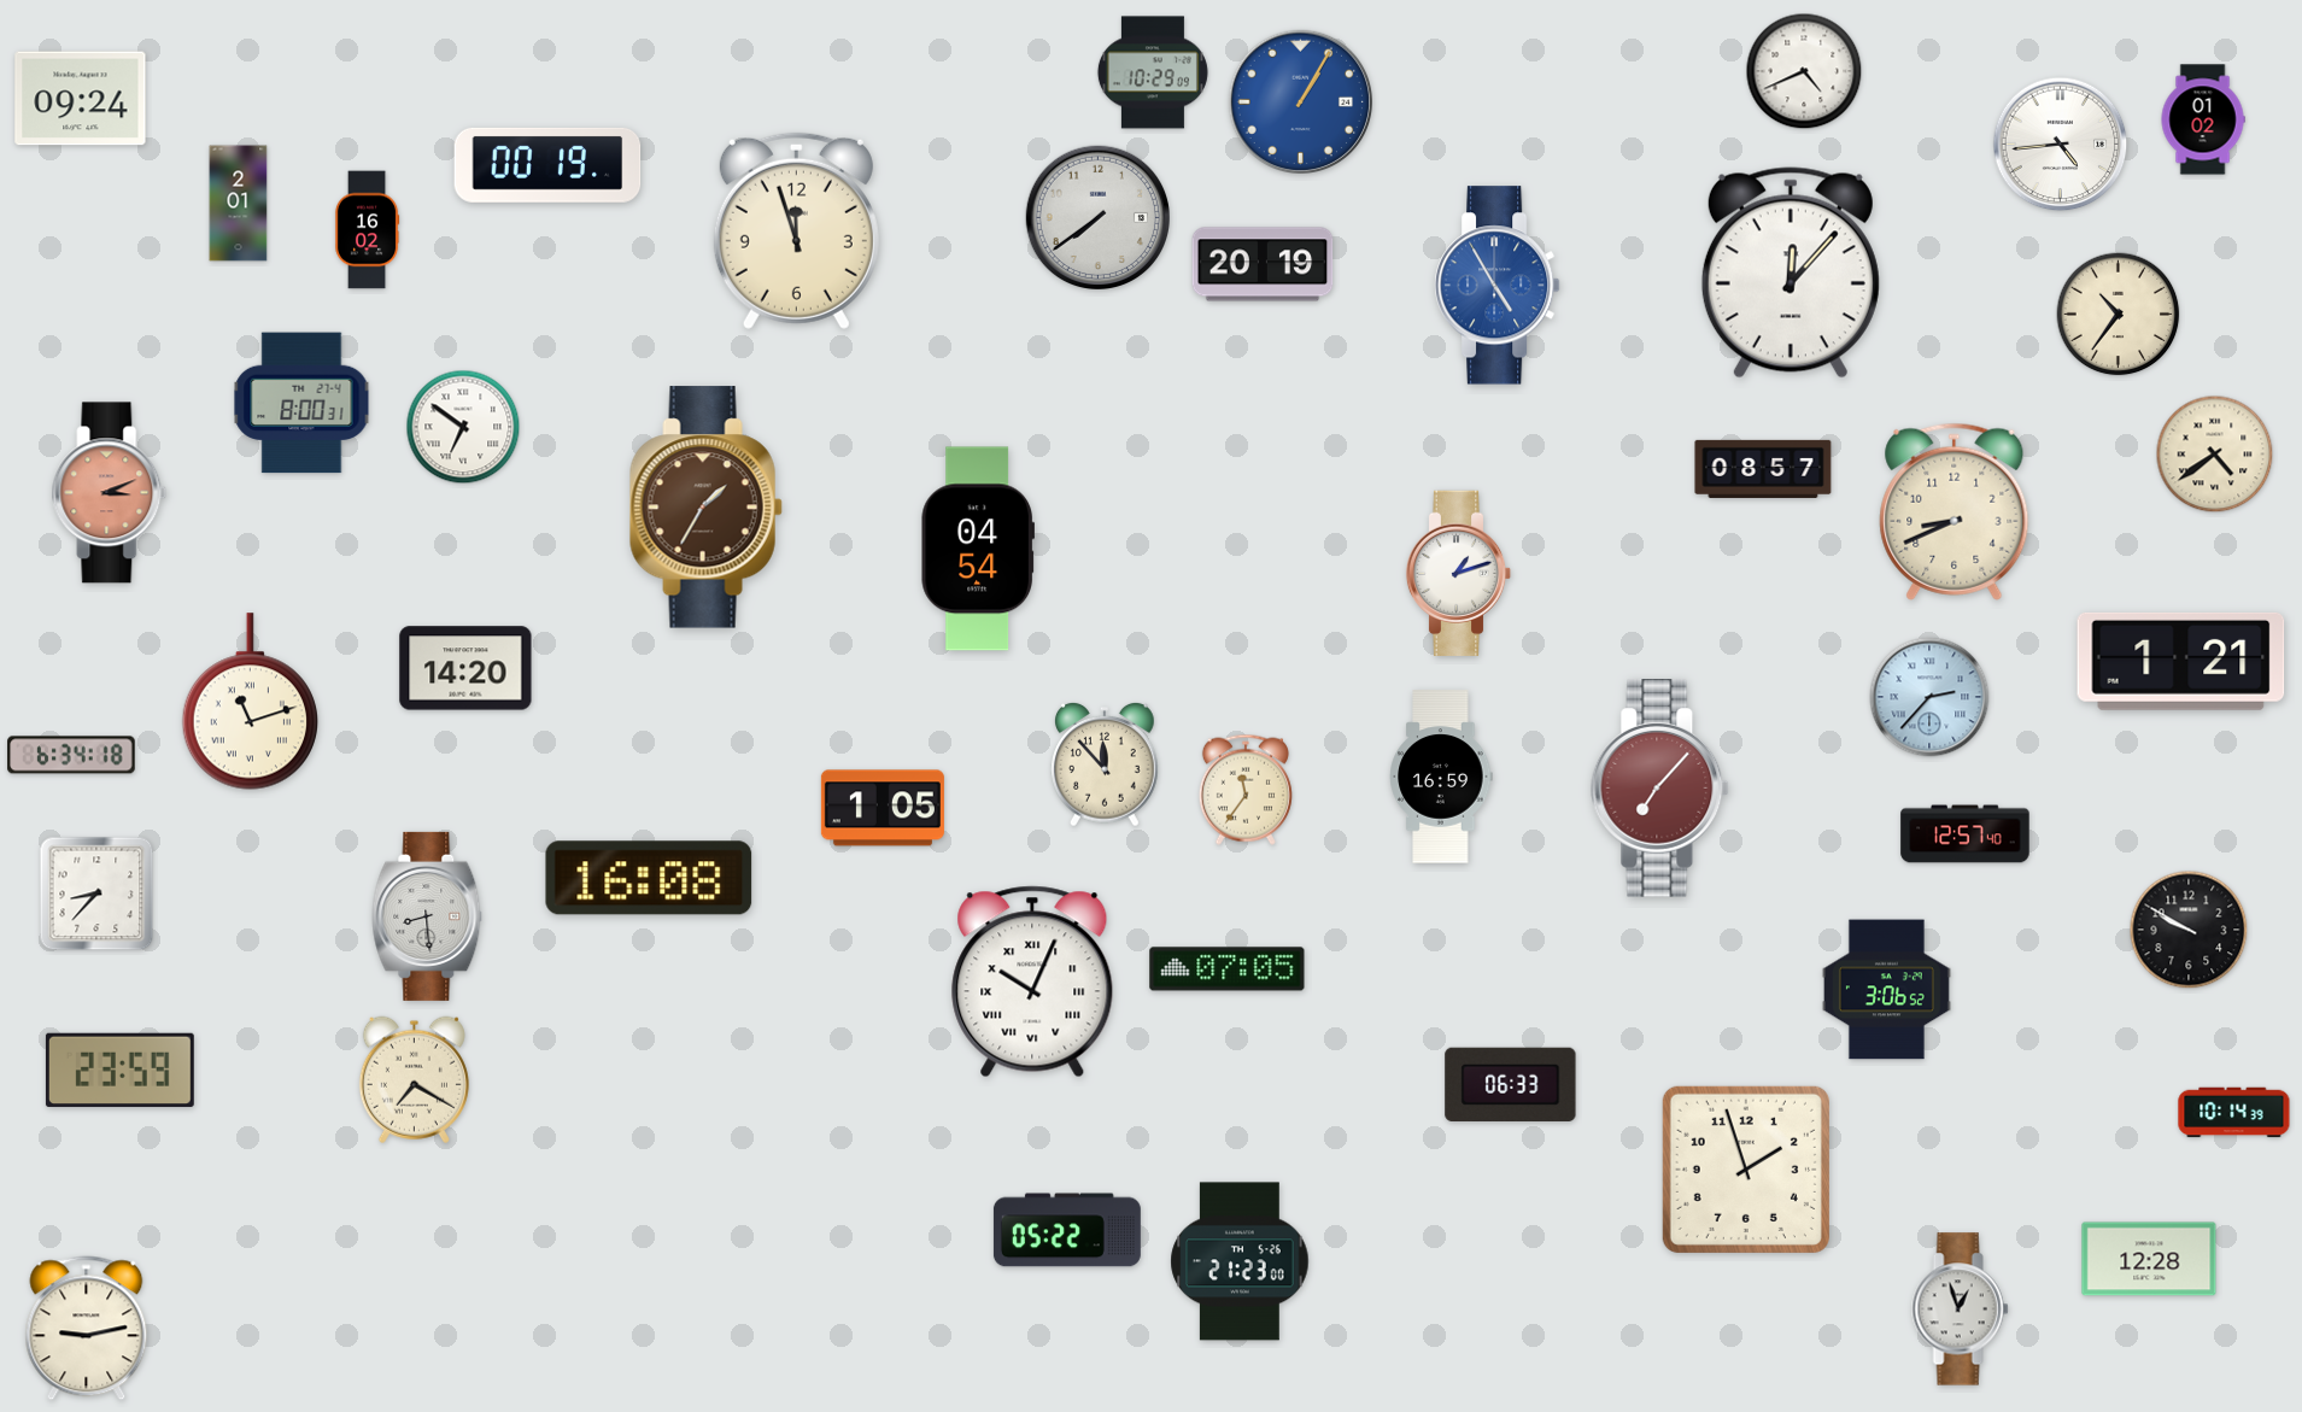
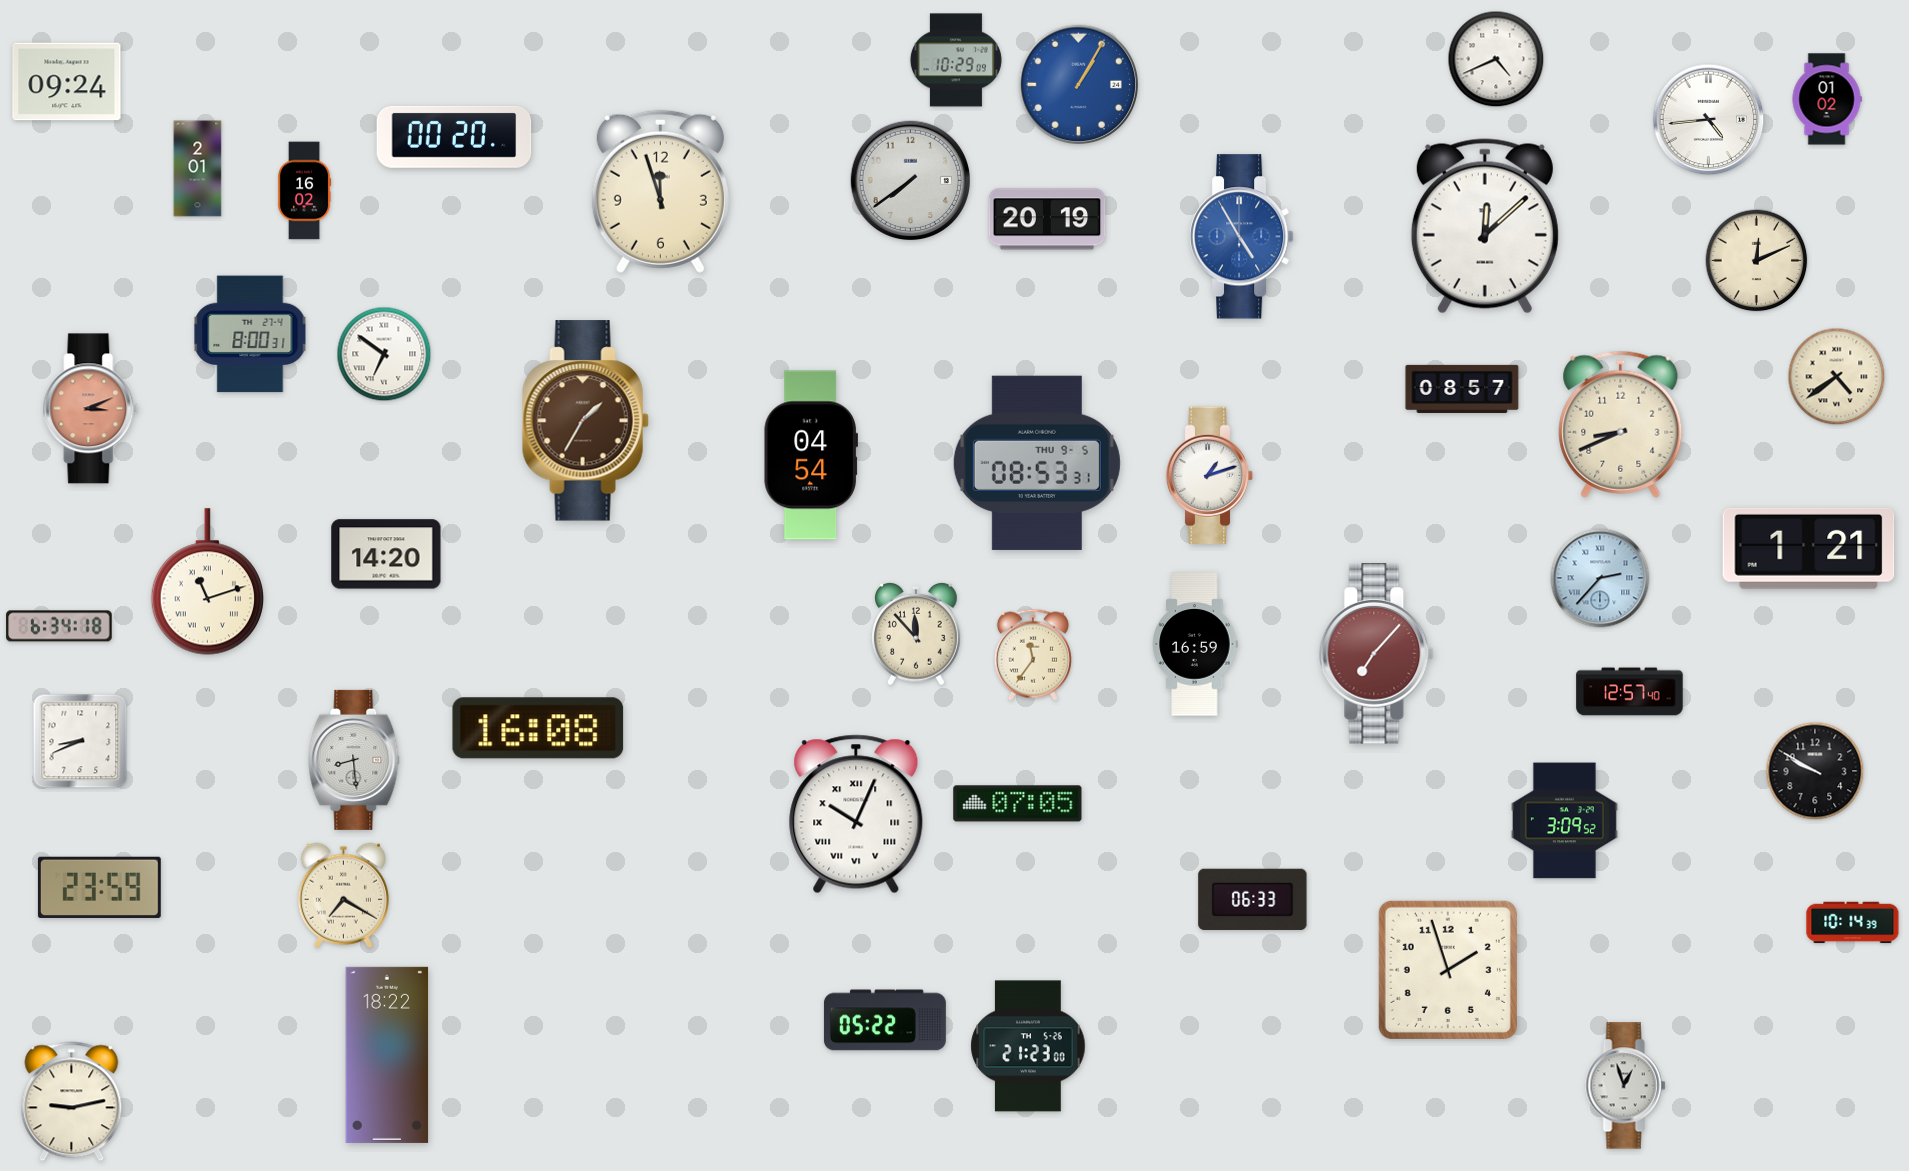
clock at (547, 165): 00:19 -> 00:20
clock at (1791, 273): 12:07 -> 12:08
clock at (2119, 315): 10:36 -> 12:11
clock at (1037, 463): none -> 08:53
clock at (883, 808): 1:05 -> none
clock at (96, 894): 8:37 -> 8:41
clock at (1886, 990): 3:06 -> 3:09
clock at (2149, 1259): 12:28 -> none
clock at (387, 1055): none -> 18:22
